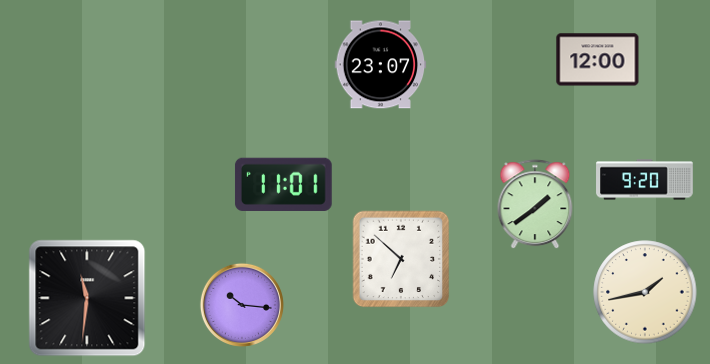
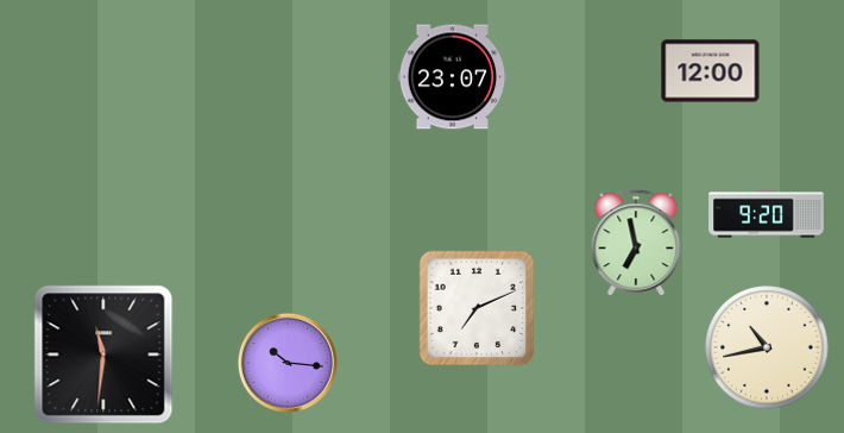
clock at (283, 184): 11:01 -> none
clock at (535, 205): 1:39 -> 6:58
clock at (401, 259): 6:52 -> 7:11
clock at (645, 292): 1:43 -> 10:43
